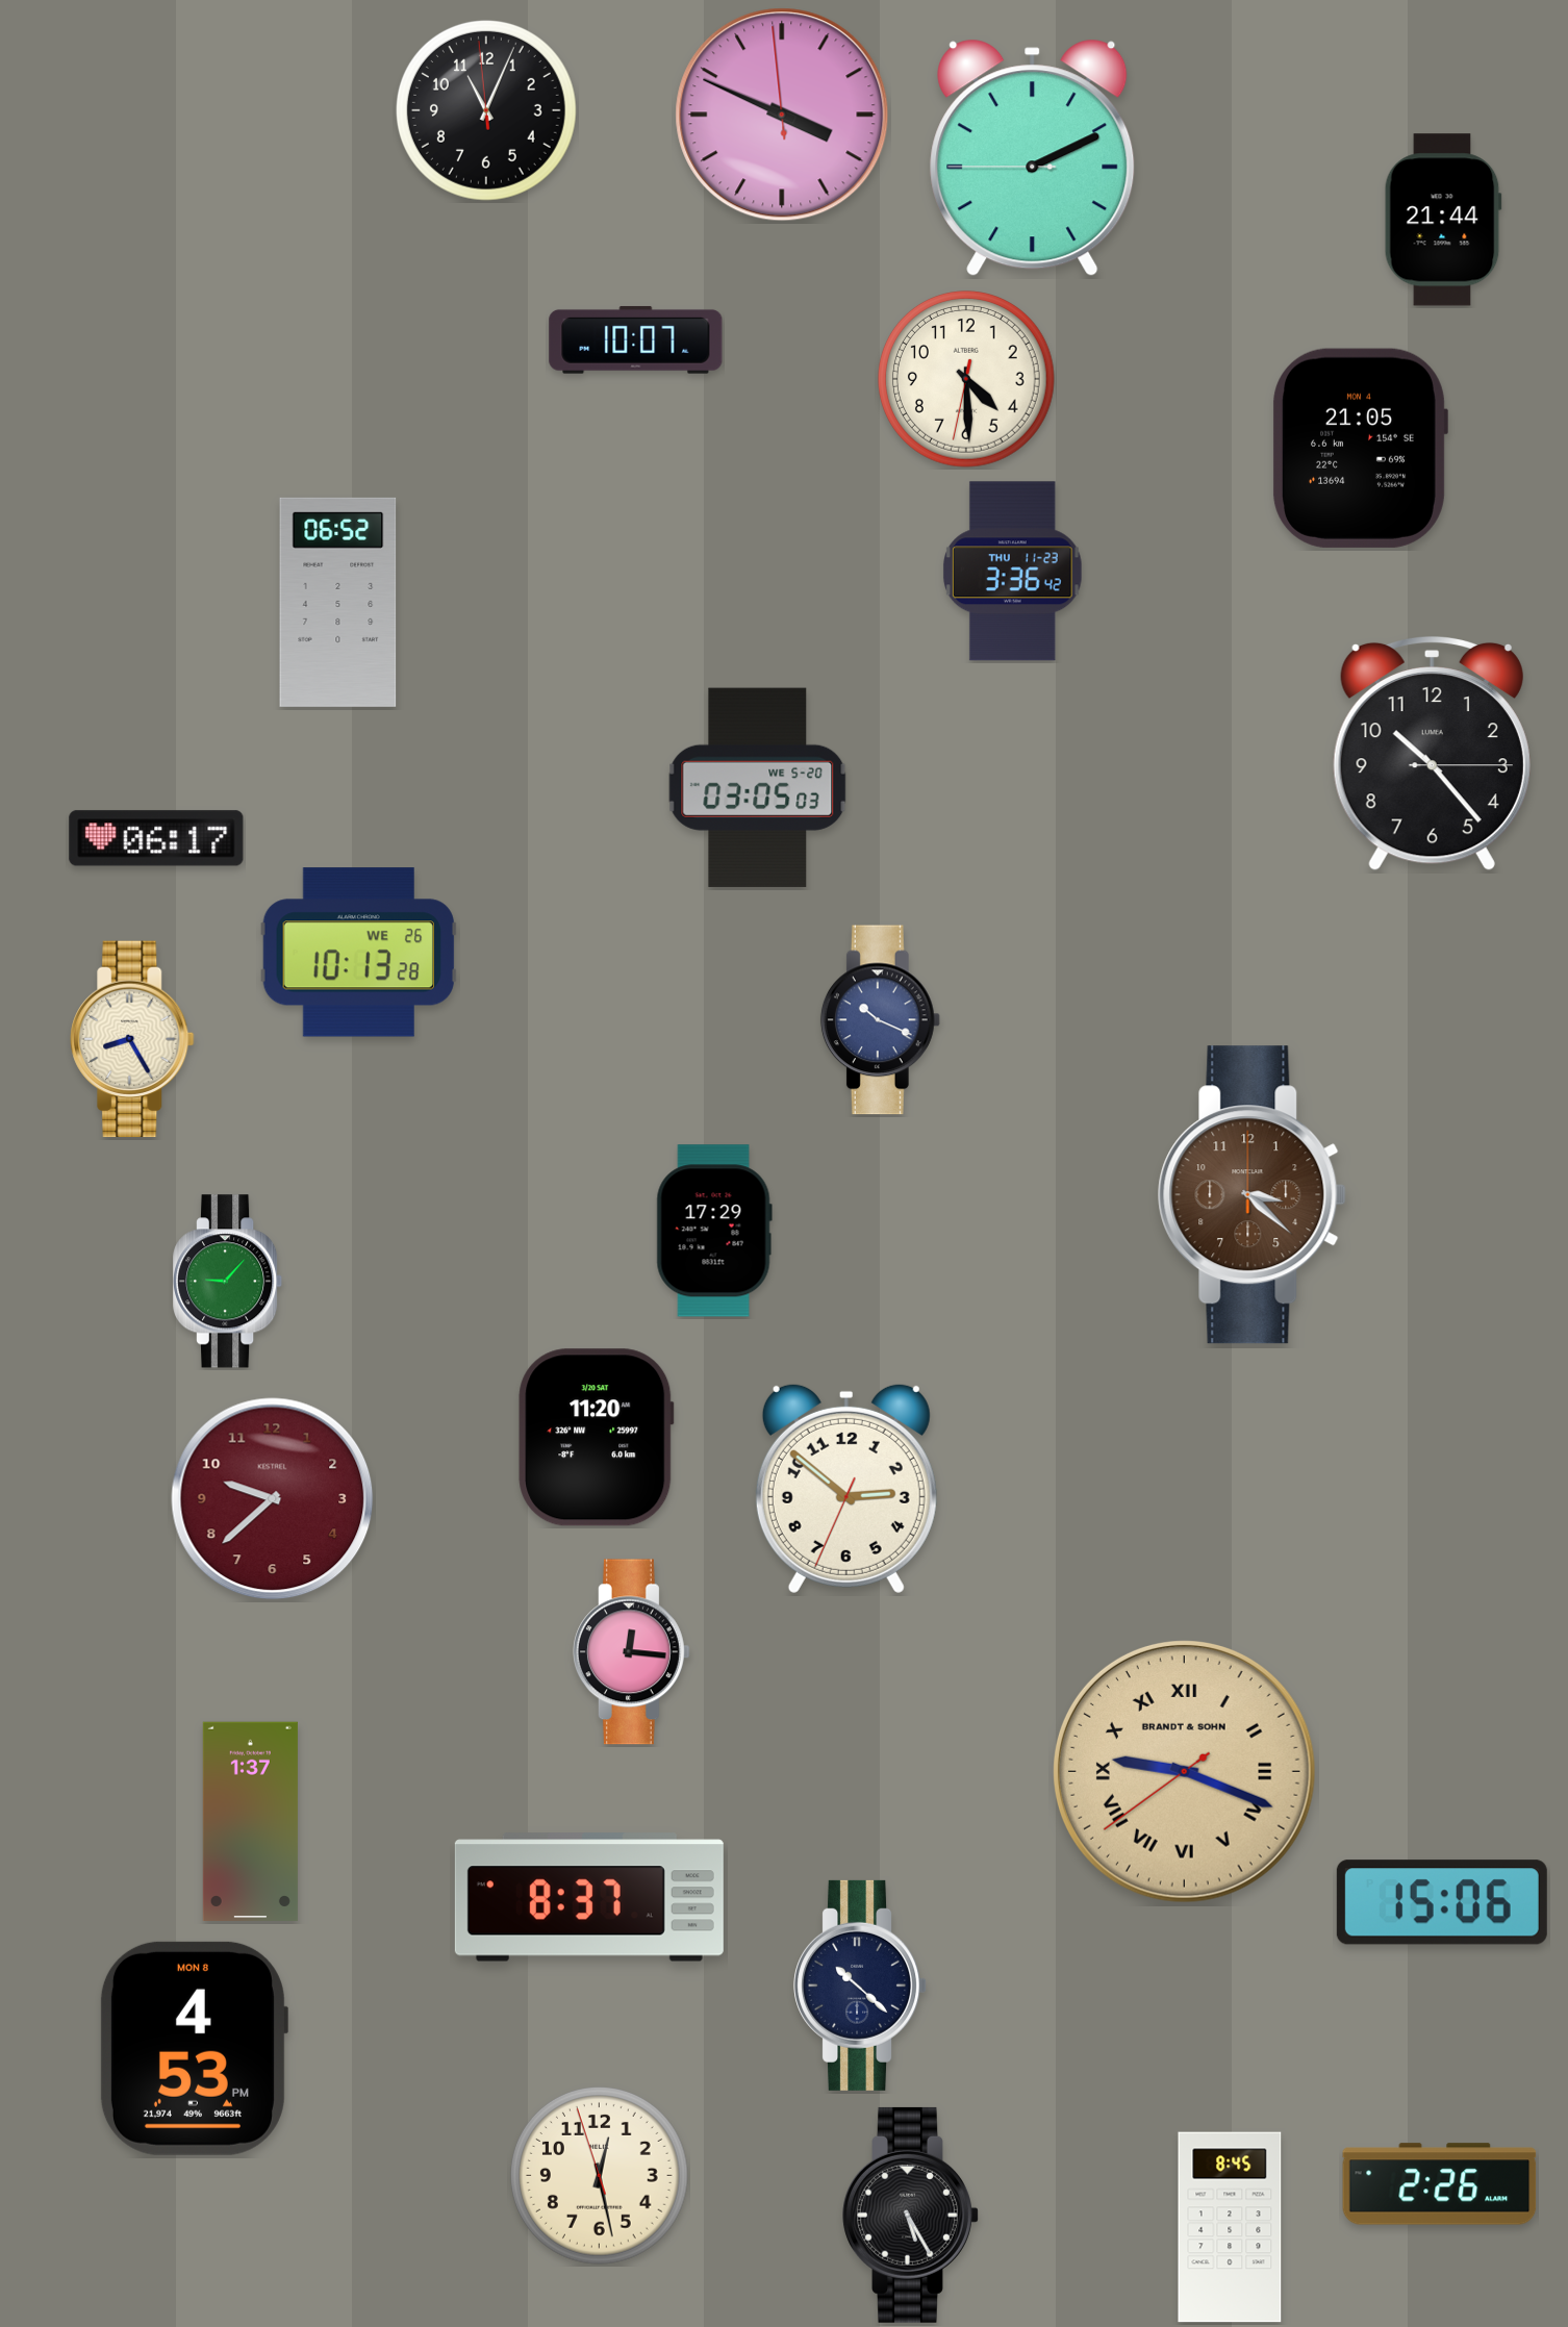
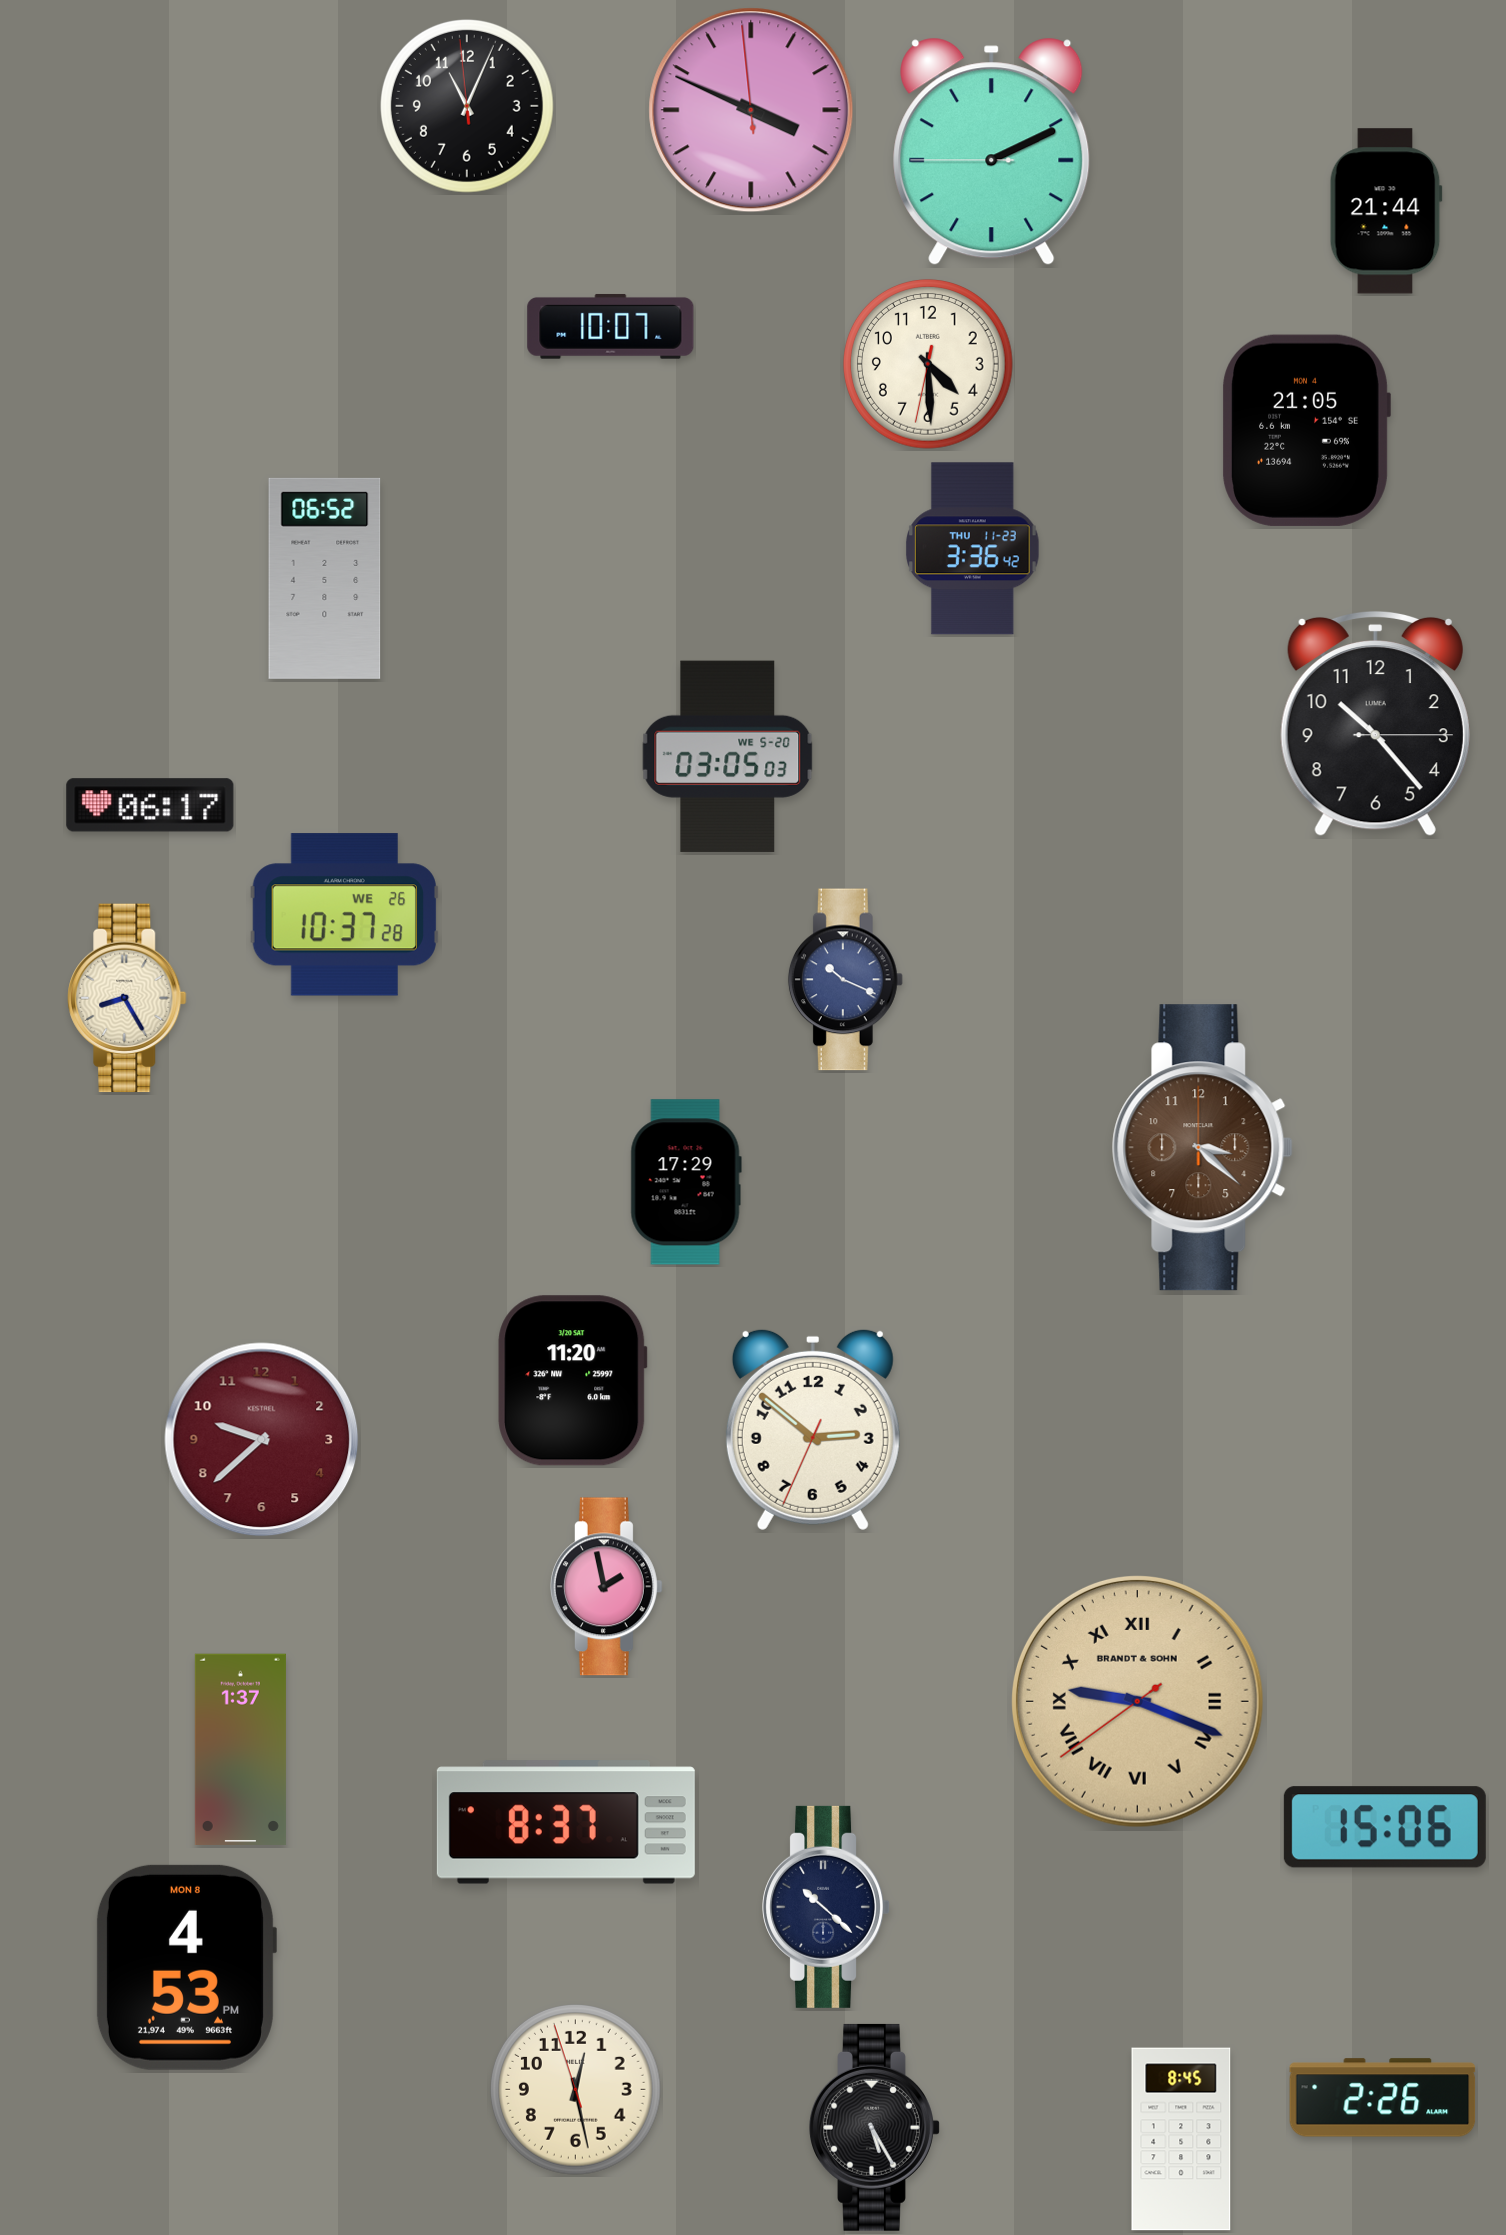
clock at (358, 953): 10:13 -> 10:37
clock at (229, 1282): 9:07 -> none
clock at (631, 1652): 12:16 -> 1:58
